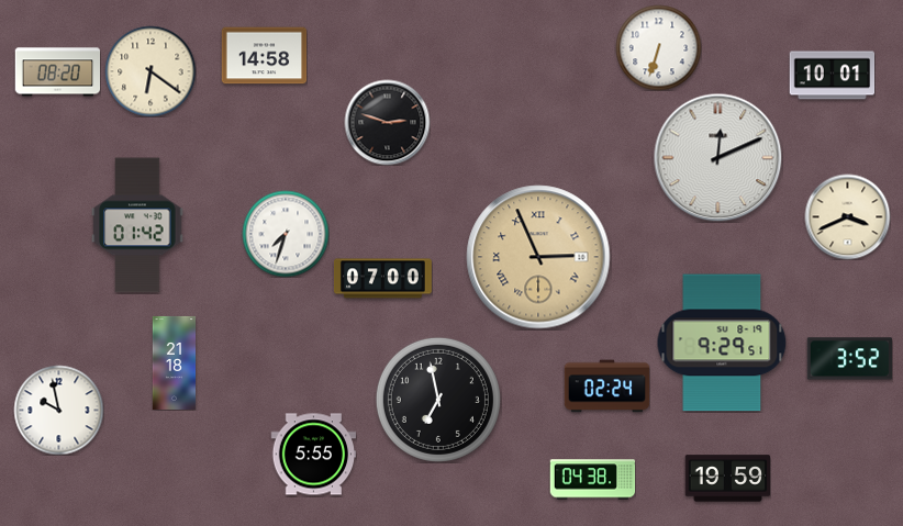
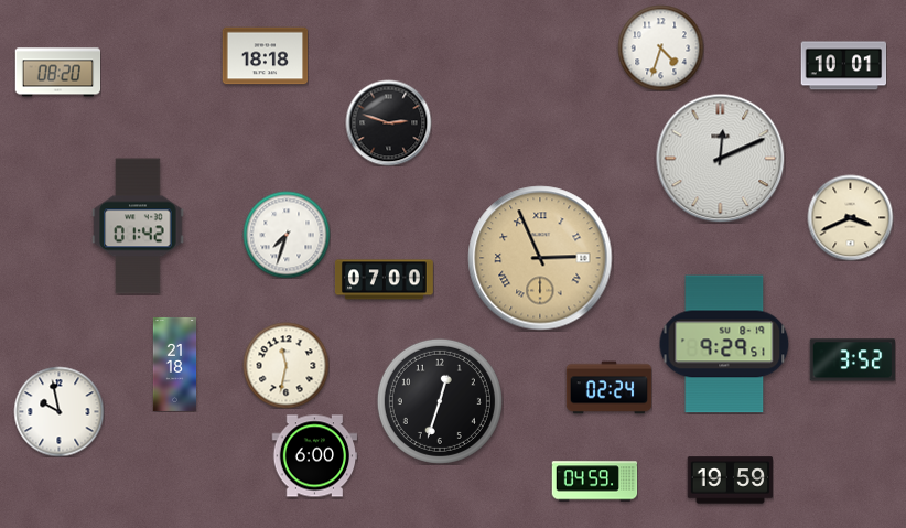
clock at (658, 47): 6:33 -> 4:33
clock at (264, 56): 14:58 -> 18:18
clock at (150, 71): 6:21 -> none
clock at (832, 76) position: (832, 76) -> (843, 66)
clock at (285, 365): none -> 11:32
clock at (438, 400): 6:58 -> 12:33
clock at (313, 455): 5:55 -> 6:00
clock at (592, 480): 04:38 -> 04:59
